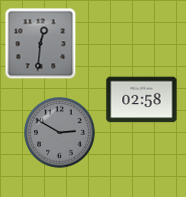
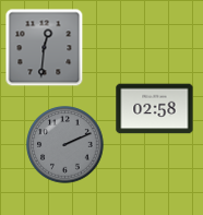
clock at (60, 133): 2:50 -> 2:11
